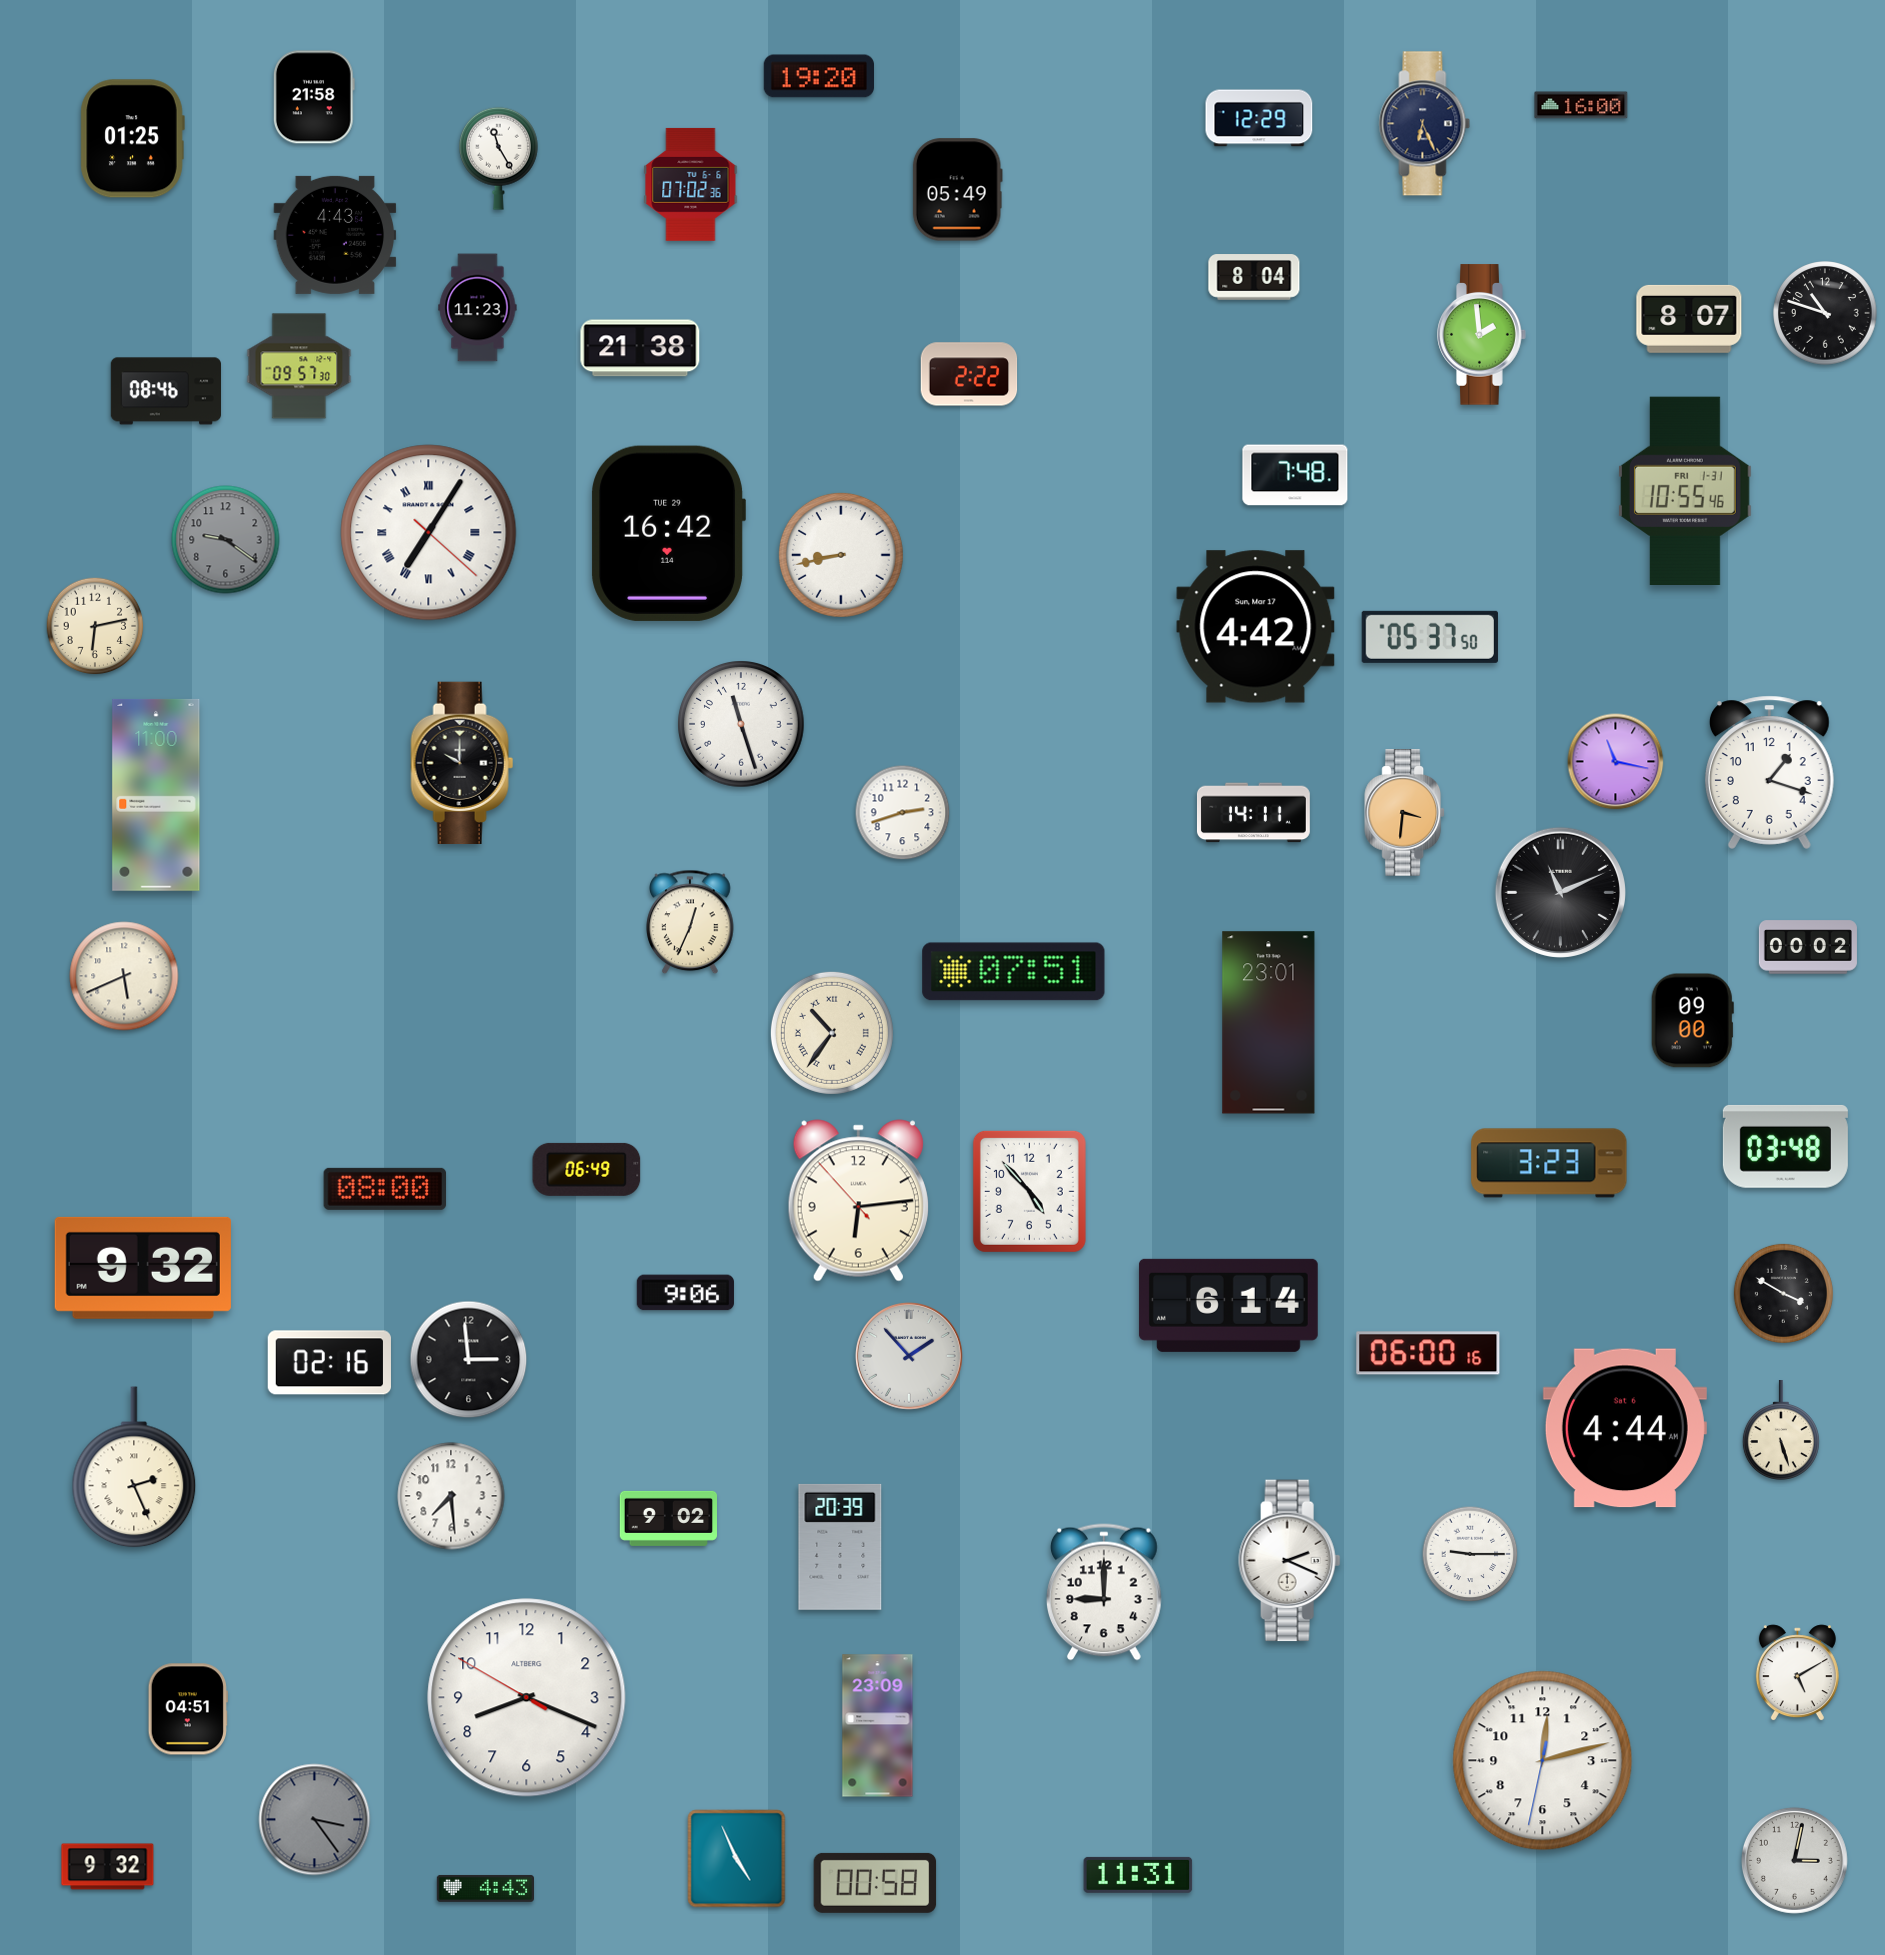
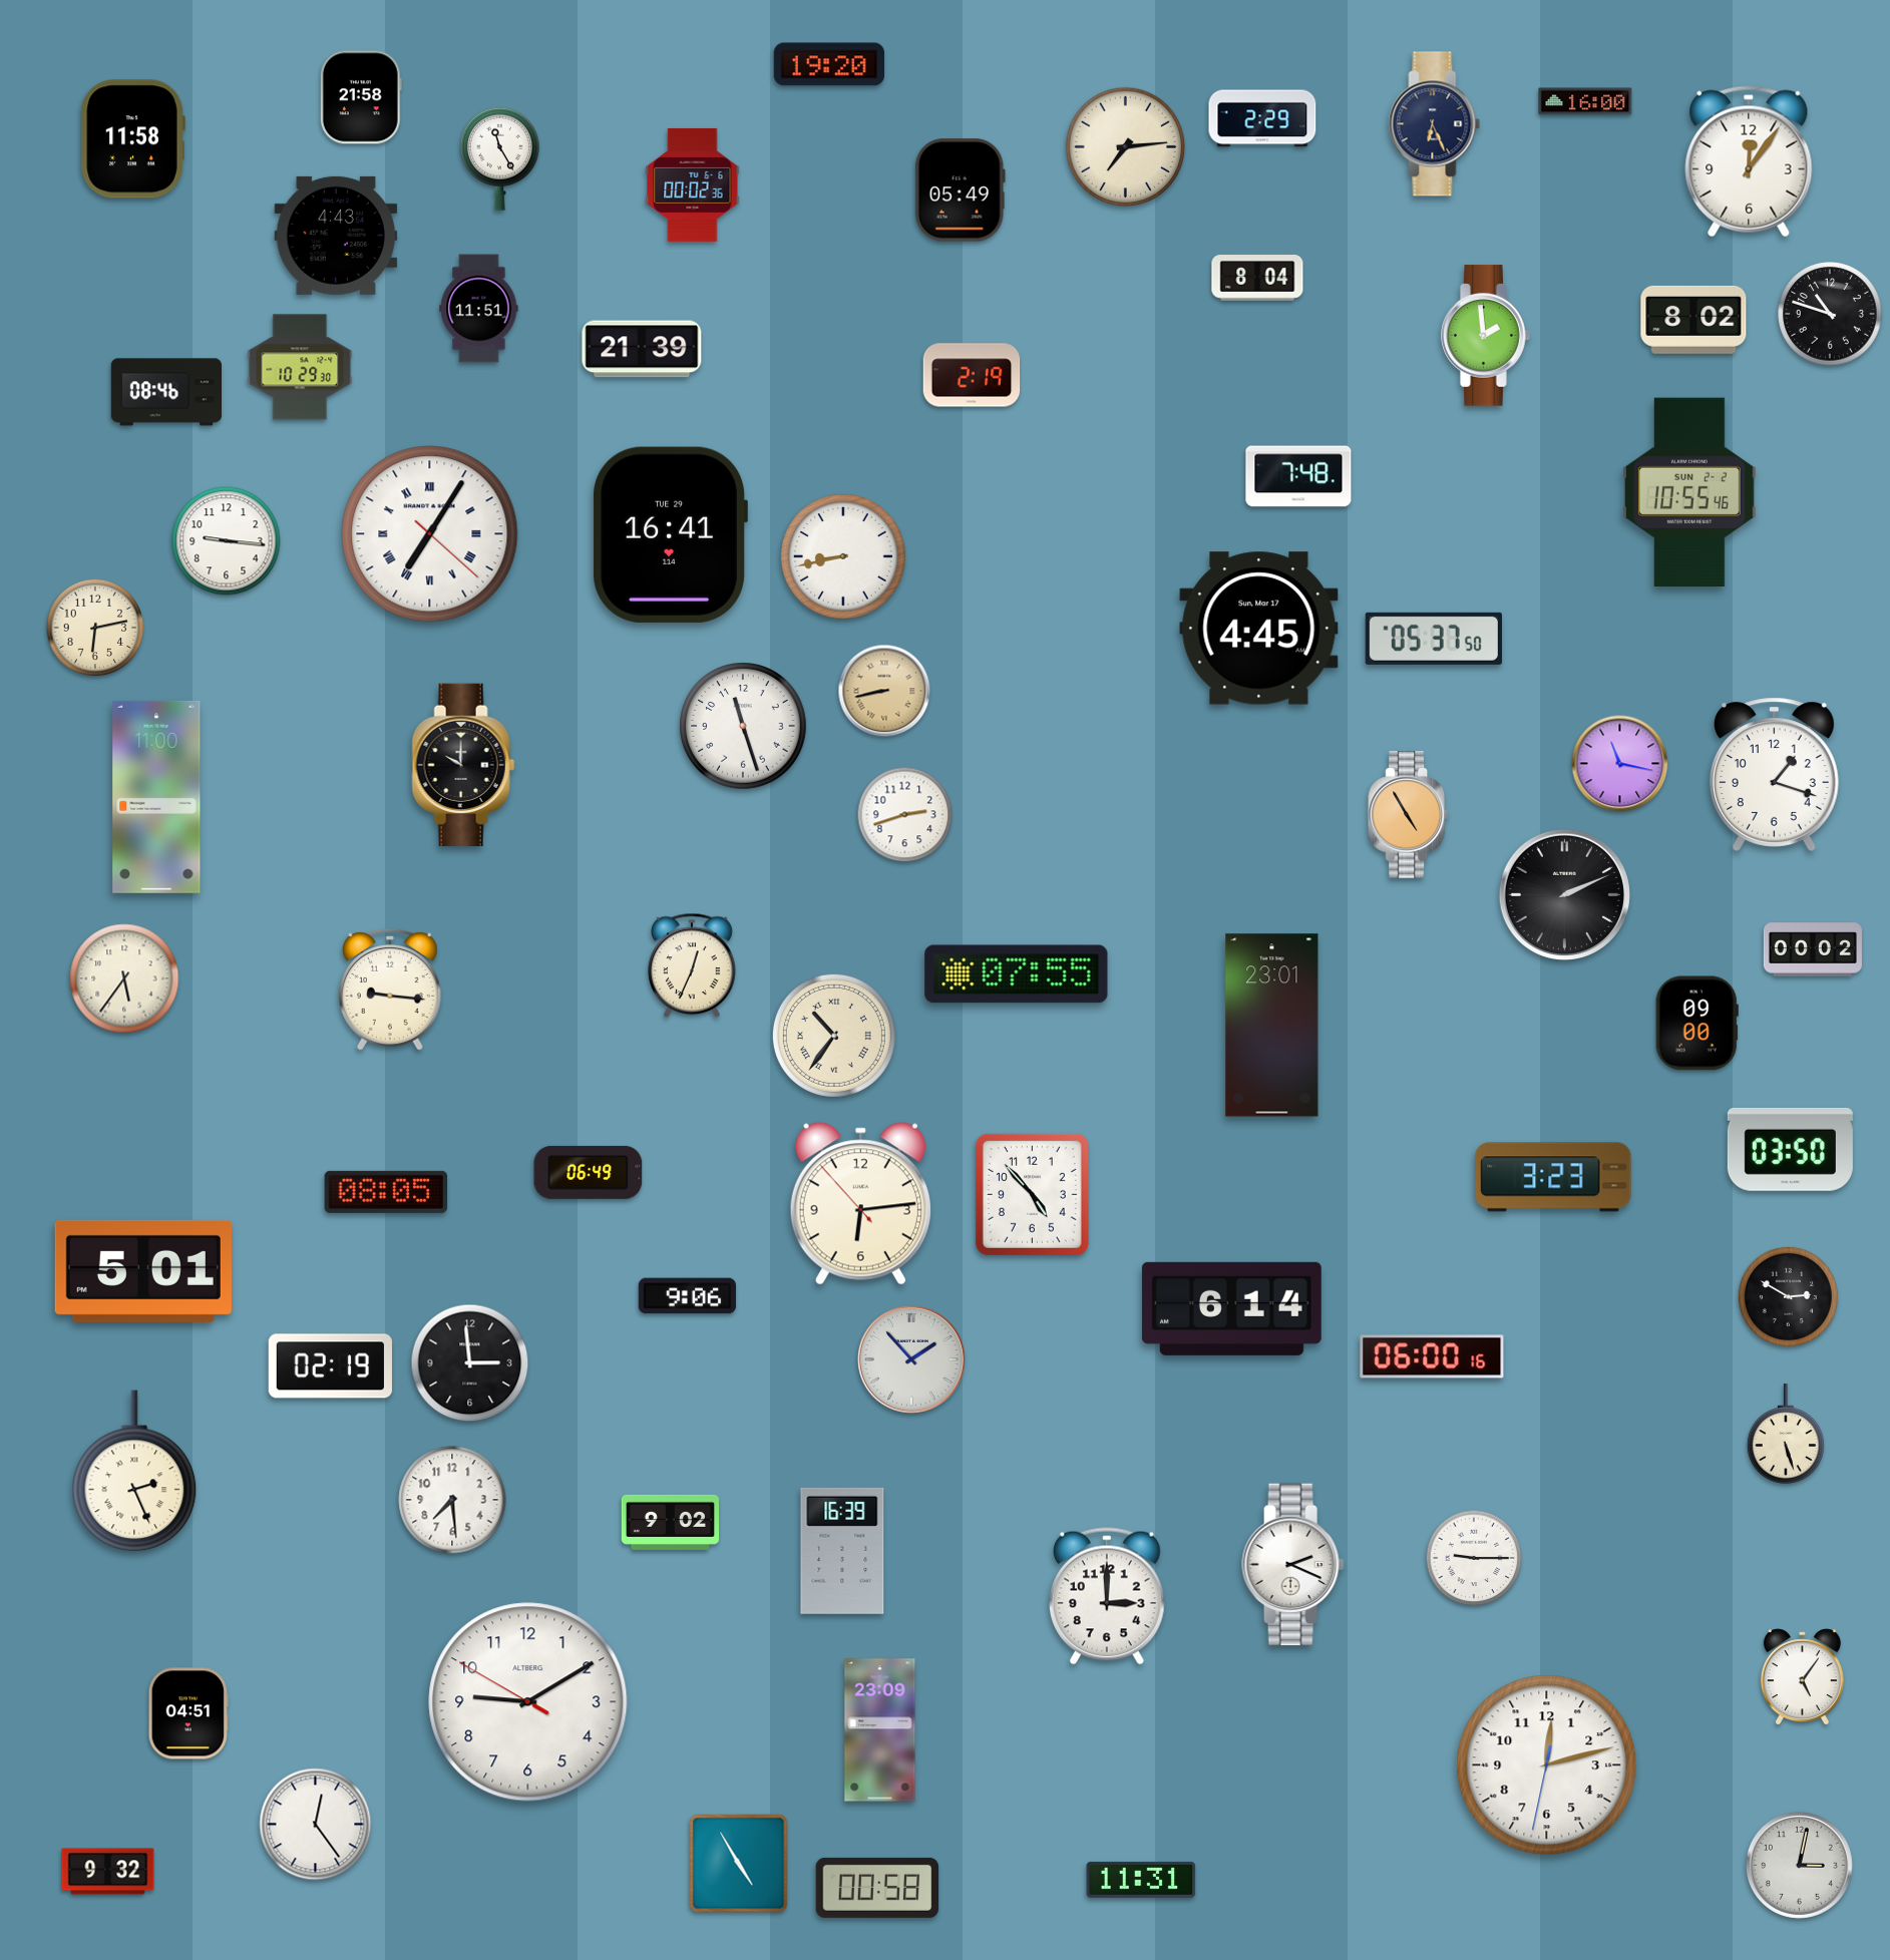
clock at (818, 76) position: (818, 76) -> (828, 64)
clock at (314, 97) position: (314, 97) -> (361, 97)
clock at (1581, 105) position: (1581, 105) -> (1585, 101)
clock at (1259, 118): 12:29 -> 2:29
clock at (1425, 124) position: (1425, 124) -> (1435, 124)
clock at (132, 139): 01:25 -> 11:58
clock at (1126, 147): none -> 7:14
clock at (1749, 161): none -> 12:06
clock at (691, 184): 07:02 -> 00:02
clock at (478, 308): 11:23 -> 11:51
clock at (1689, 319): 8:07 -> 8:02
clock at (640, 348): 21:38 -> 21:39
clock at (299, 366): 09:57 -> 10:29
clock at (969, 374): 2:22 -> 2:19
clock at (1685, 490) date: FRI 1-31 -> SUN 2-2
clock at (668, 533): 16:42 -> 16:41
clock at (226, 540): 9:21 -> 9:16
clock at (226, 540) dial: grey -> white
clock at (1256, 627): 4:42 -> 4:45
clock at (884, 691): none -> 8:43
clock at (1253, 813): 14:11 -> none
clock at (1405, 813): 3:31 -> 4:55
clock at (1560, 892): 11:11 -> 2:11
clock at (690, 922) position: (690, 922) -> (692, 965)
clock at (1014, 972): 07:51 -> 07:55
clock at (124, 976): 5:41 -> 5:36
clock at (390, 990): none -> 9:16
clock at (1785, 1146): 03:48 -> 03:50
clock at (1549, 1163) position: (1549, 1163) -> (1553, 1177)
clock at (385, 1189): 08:00 -> 08:05
clock at (143, 1268): 9:32 -> 5:01
clock at (1783, 1293): 3:50 -> 2:50
clock at (329, 1363): 02:16 -> 02:19
clock at (1625, 1428): 4:44 -> none
clock at (840, 1547): 20:39 -> 16:39
clock at (1104, 1592): 9:00 -> 3:00
clock at (1797, 1673): 5:10 -> 5:06
clock at (527, 1698): 8:18 -> 9:09
clock at (315, 1820): 3:24 -> 12:24
clock at (315, 1820) dial: grey -> white
clock at (737, 1859): 4:56 -> 4:55
clock at (485, 1889): 4:43 -> none
